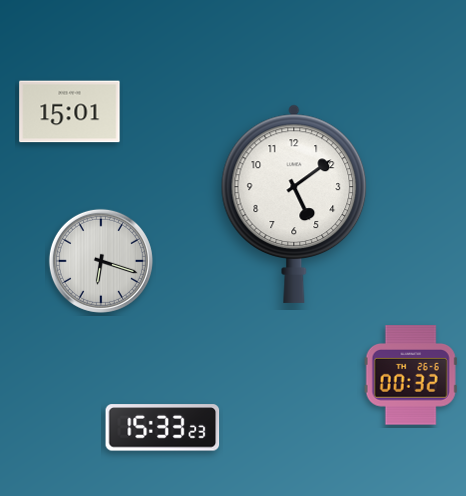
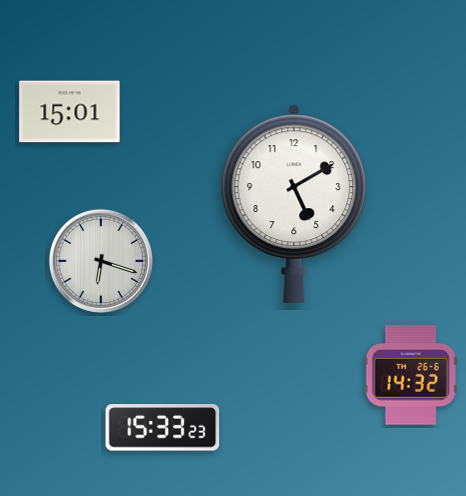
clock at (294, 204): 5:09 -> 5:10
clock at (411, 375): 00:32 -> 14:32
